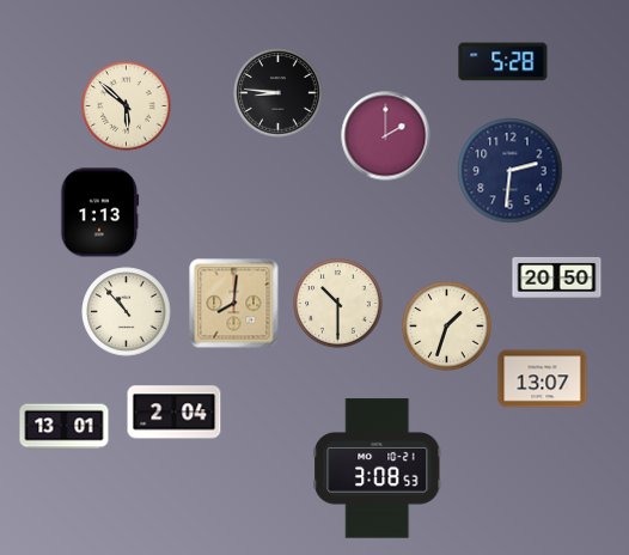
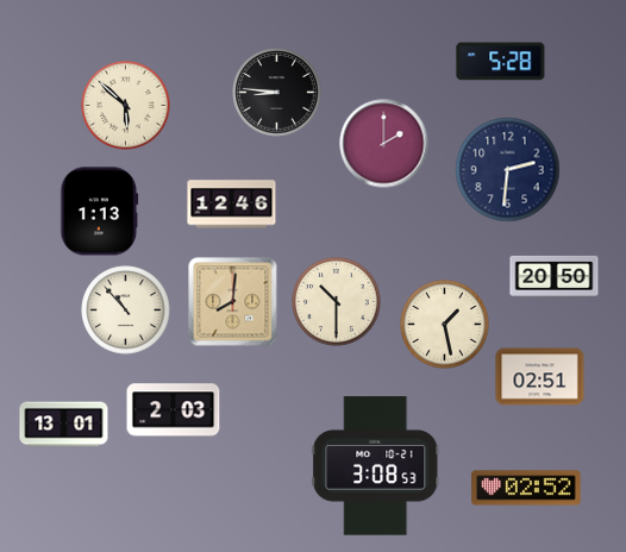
clock at (386, 136) position: (386, 136) -> (384, 144)
clock at (232, 205): none -> 12:46
clock at (447, 327): 1:33 -> 1:28
clock at (543, 379): 13:07 -> 02:51
clock at (175, 413): 2:04 -> 2:03
clock at (526, 488): none -> 02:52
